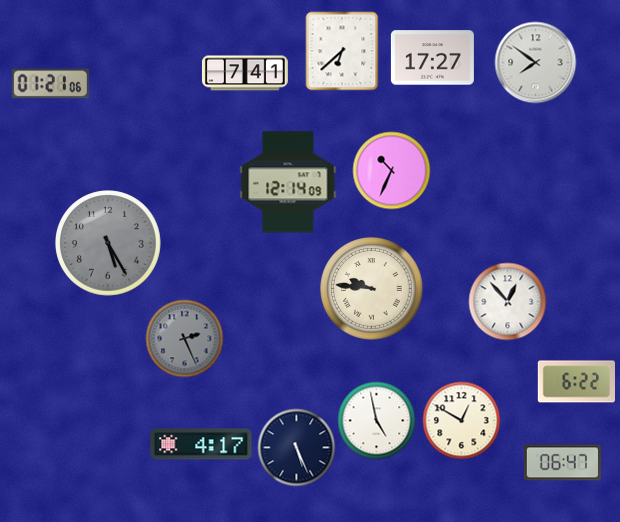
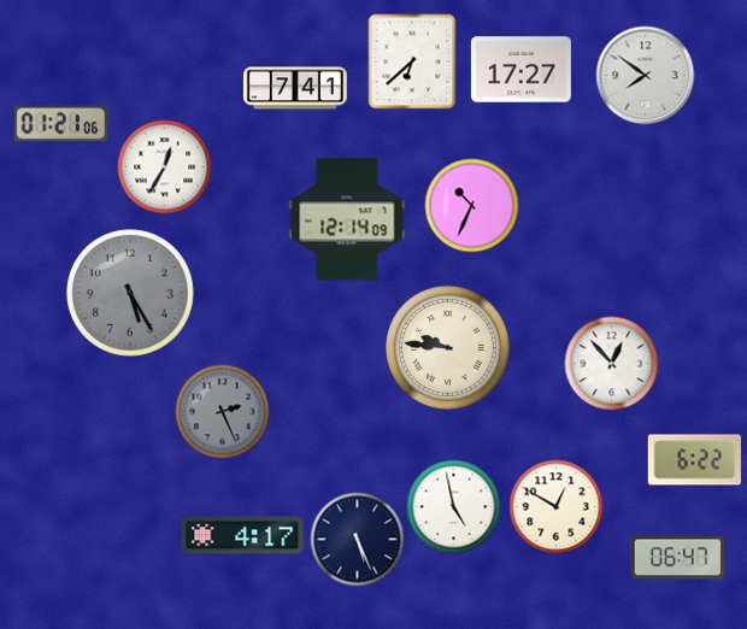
clock at (50, 84) position: (50, 84) -> (60, 124)
clock at (164, 166): none -> 12:35
clock at (184, 338) position: (184, 338) -> (222, 411)
